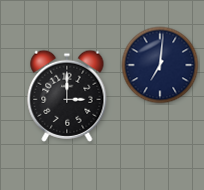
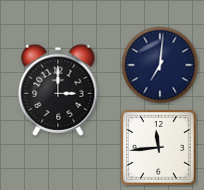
clock at (67, 96) position: (67, 96) -> (58, 90)
clock at (159, 148): none -> 11:44
